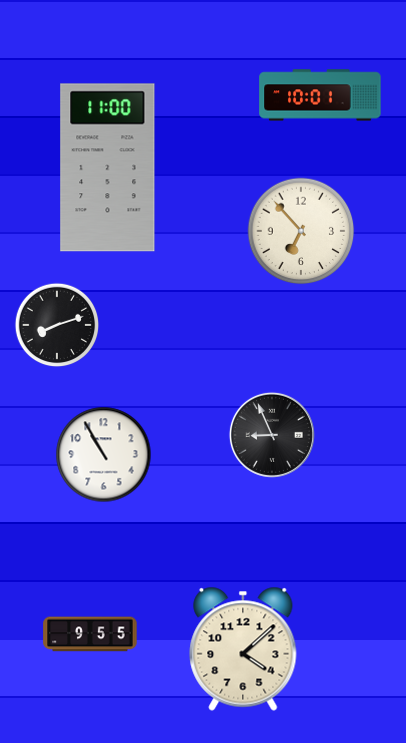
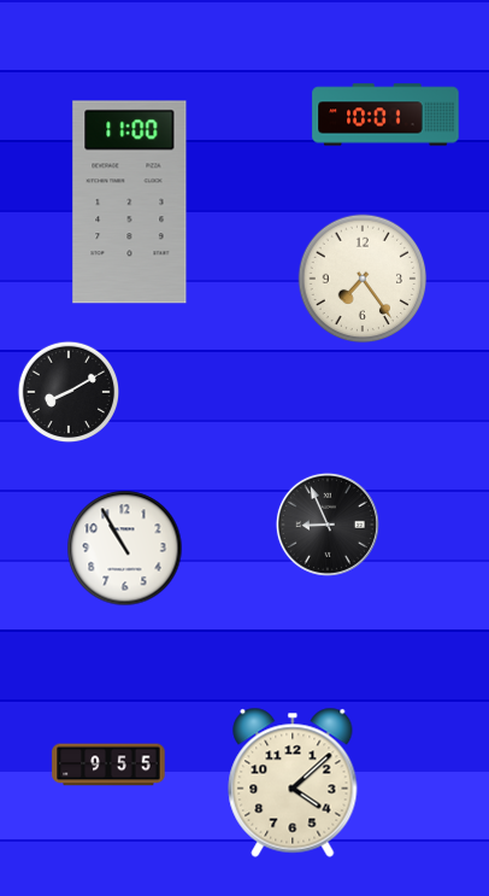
clock at (301, 231): 6:53 -> 7:24
clock at (57, 325): 8:12 -> 8:10
